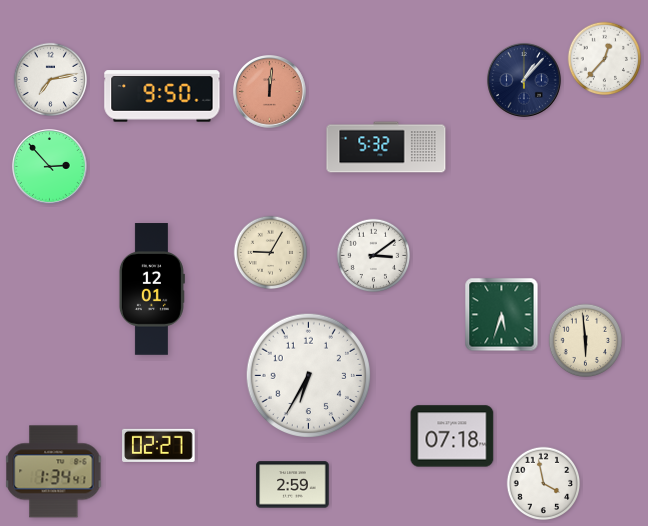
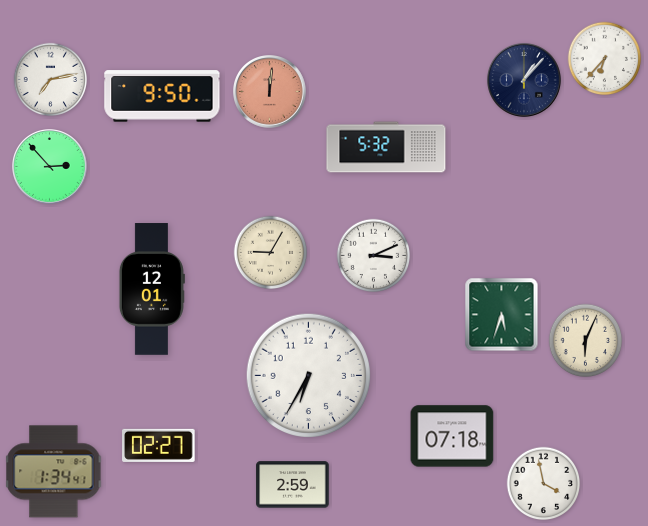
clock at (605, 59): 12:37 -> 6:37
clock at (374, 256): 3:09 -> 3:11
clock at (586, 341): 5:59 -> 6:04
